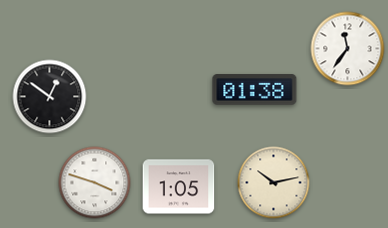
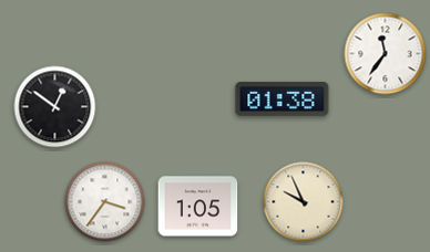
clock at (95, 183): 3:48 -> 3:36
clock at (274, 183): 10:13 -> 9:56
